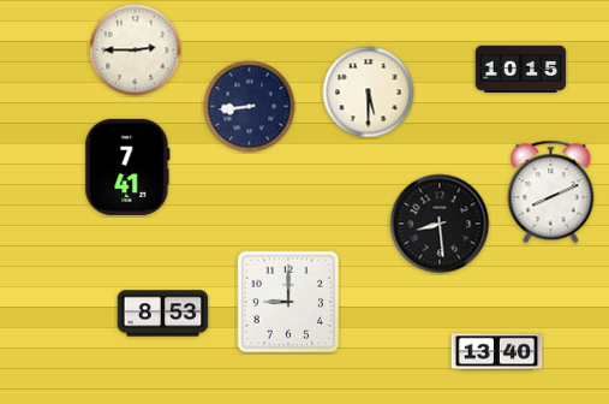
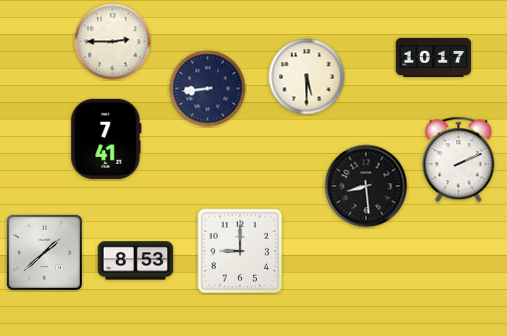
clock at (521, 69): 10:15 -> 10:17
clock at (551, 192): 8:11 -> 2:11
clock at (44, 252): none -> 1:38
clock at (497, 352): 13:40 -> none
